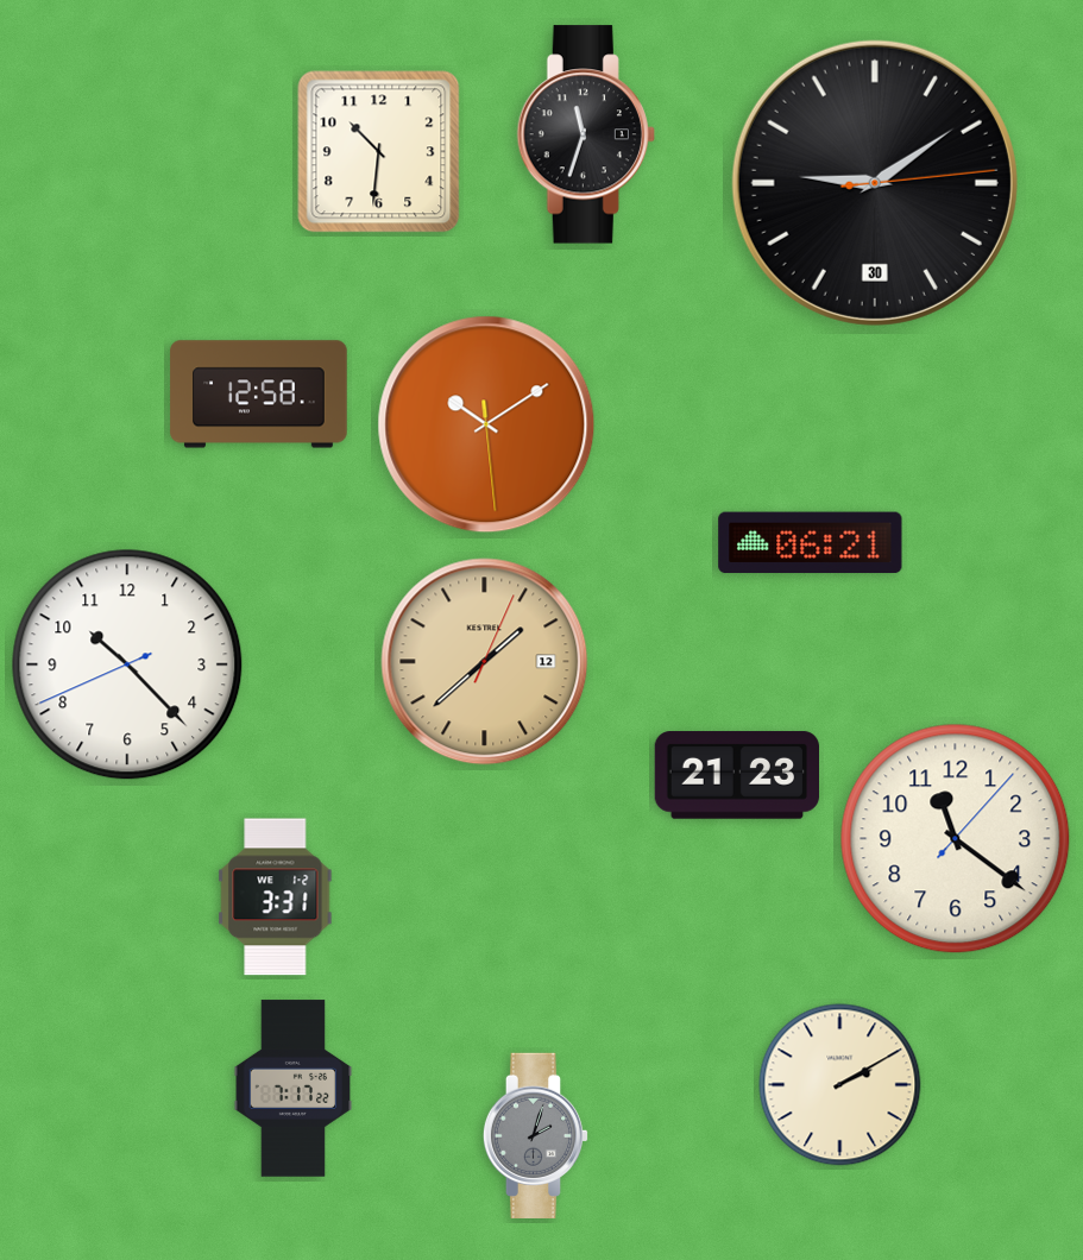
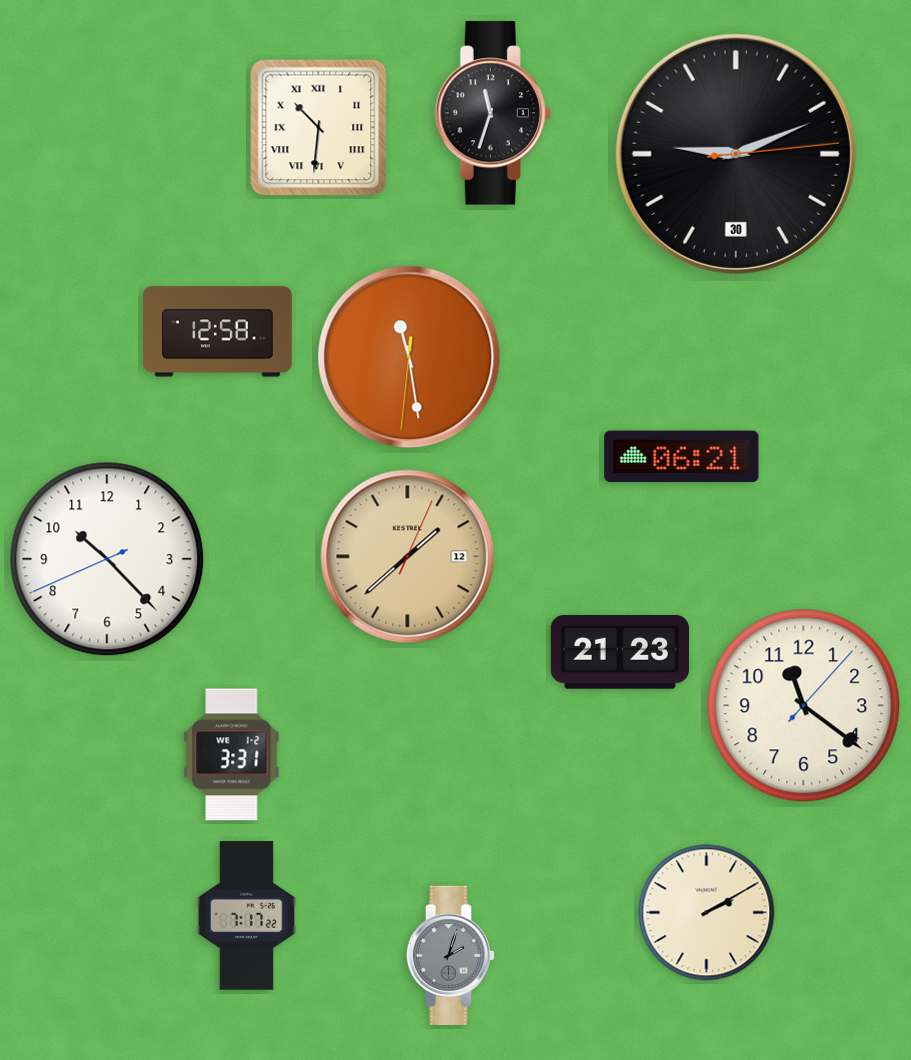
clock at (379, 152) numerals: Arabic -> Roman
clock at (875, 183): 9:09 -> 9:11
clock at (486, 424): 10:09 -> 11:28
